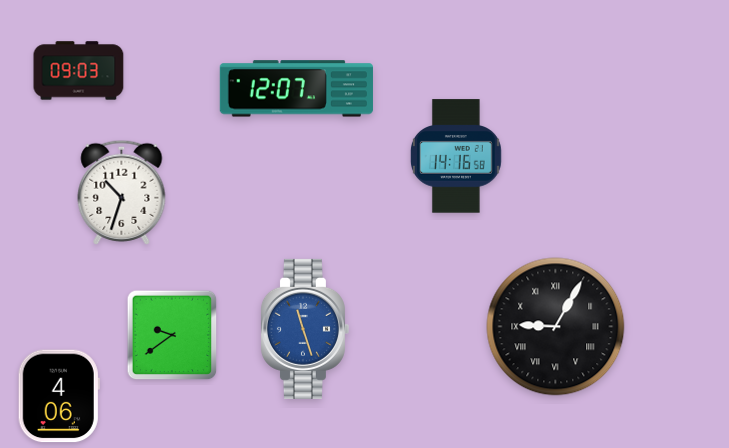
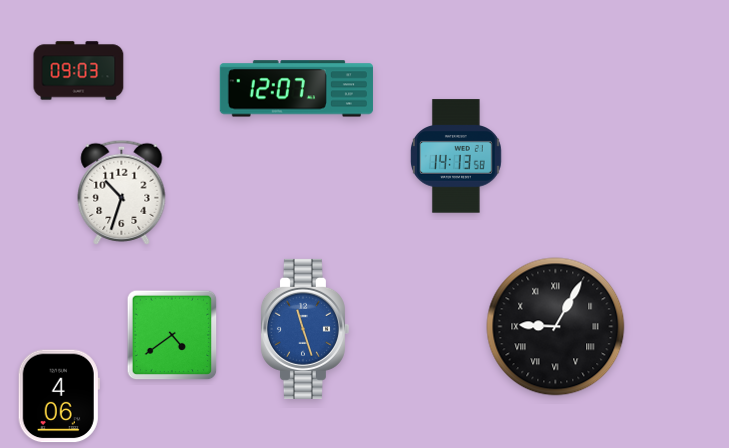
clock at (456, 156): 14:16 -> 14:13
clock at (172, 335): 9:39 -> 4:39
